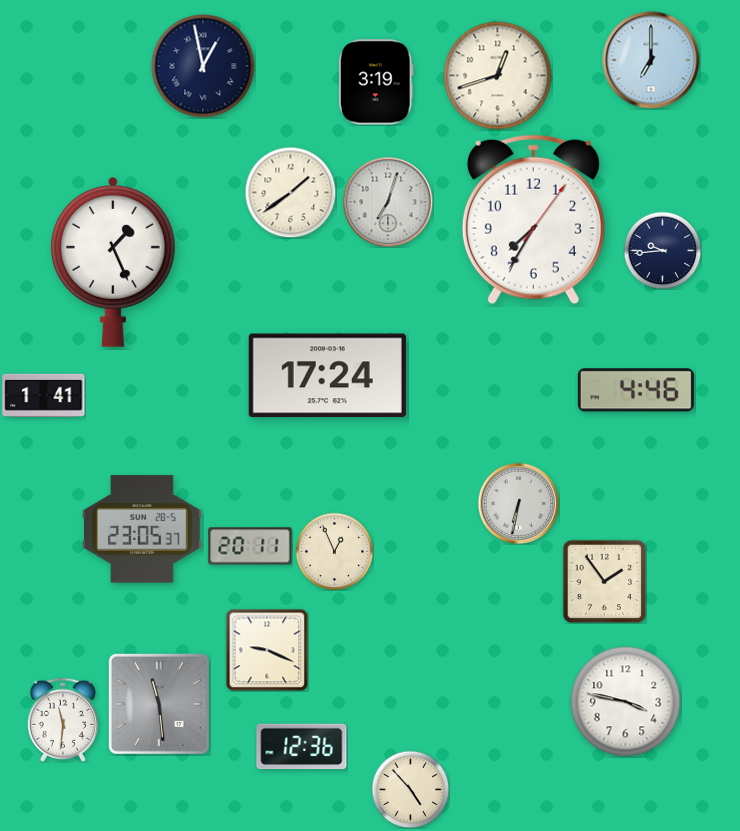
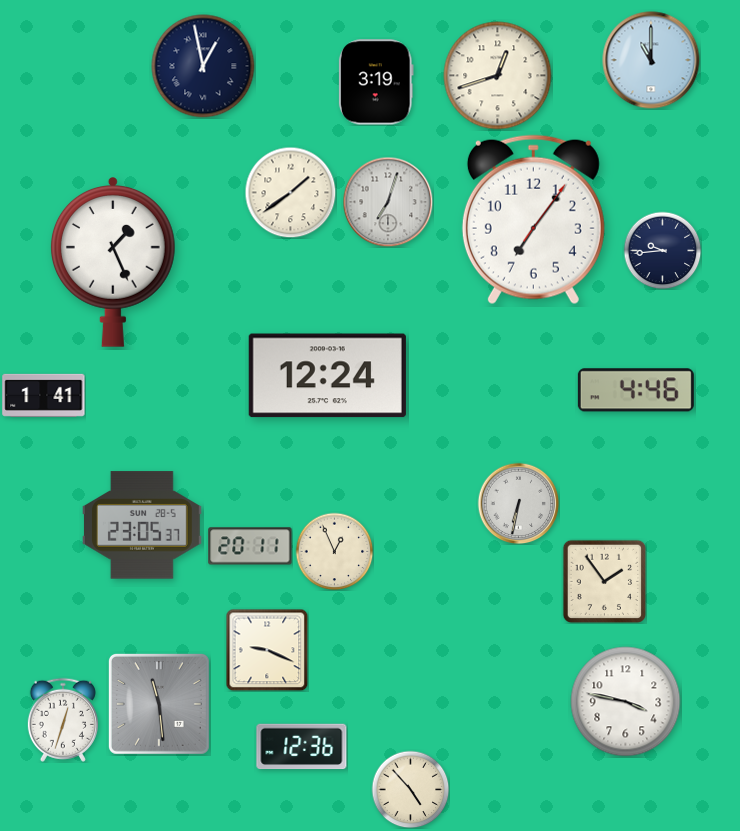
clock at (651, 60): 7:00 -> 11:00
clock at (533, 220): 7:35 -> 7:06
clock at (327, 376): 17:24 -> 12:24
clock at (142, 529) position: (142, 529) -> (142, 525)
clock at (63, 720): 11:31 -> 12:33
